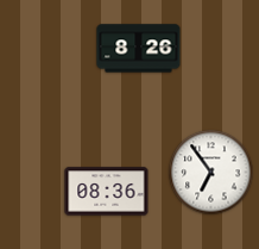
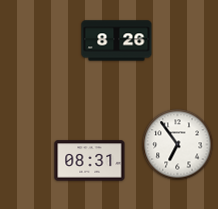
clock at (107, 192): 08:36 -> 08:31
